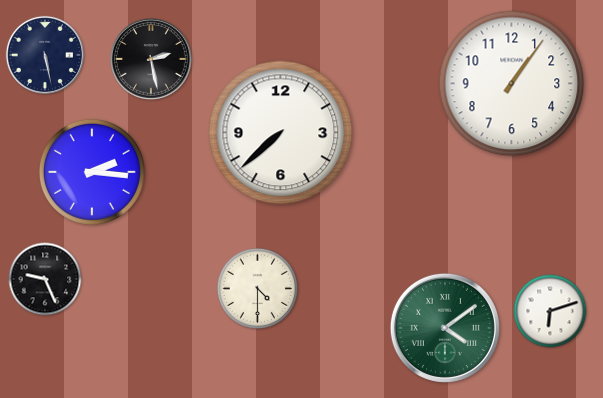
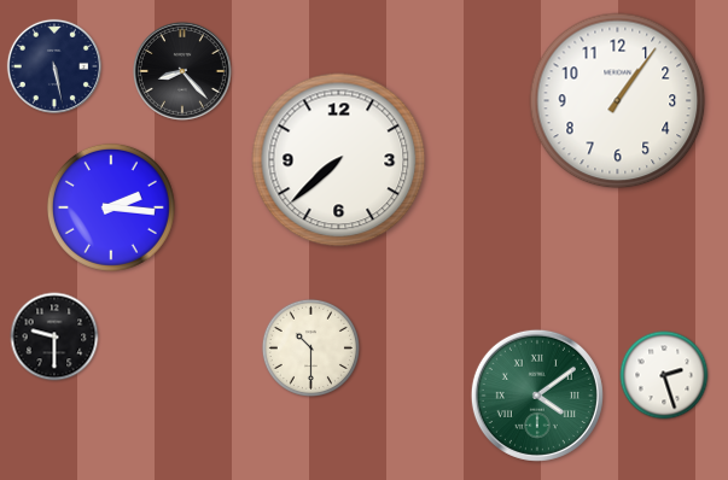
clock at (151, 59): 2:28 -> 8:23
clock at (45, 279): 9:26 -> 9:30
clock at (257, 288): 4:30 -> 10:30
clock at (550, 311): 6:12 -> 2:27
